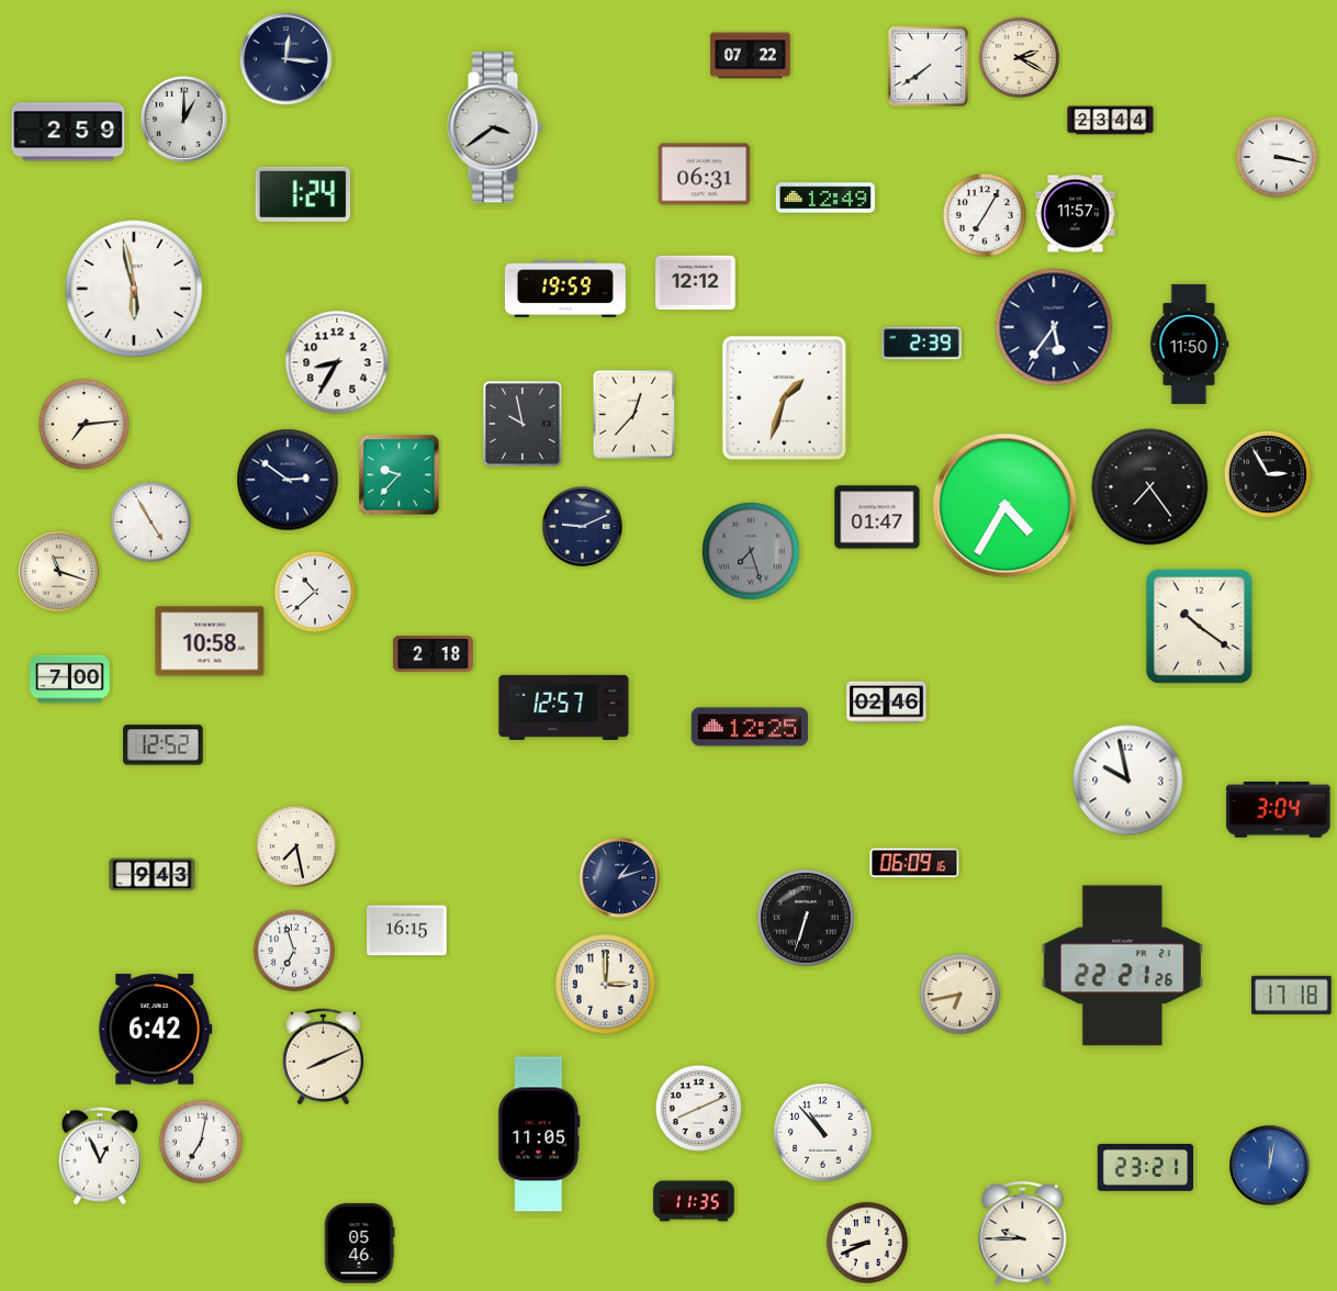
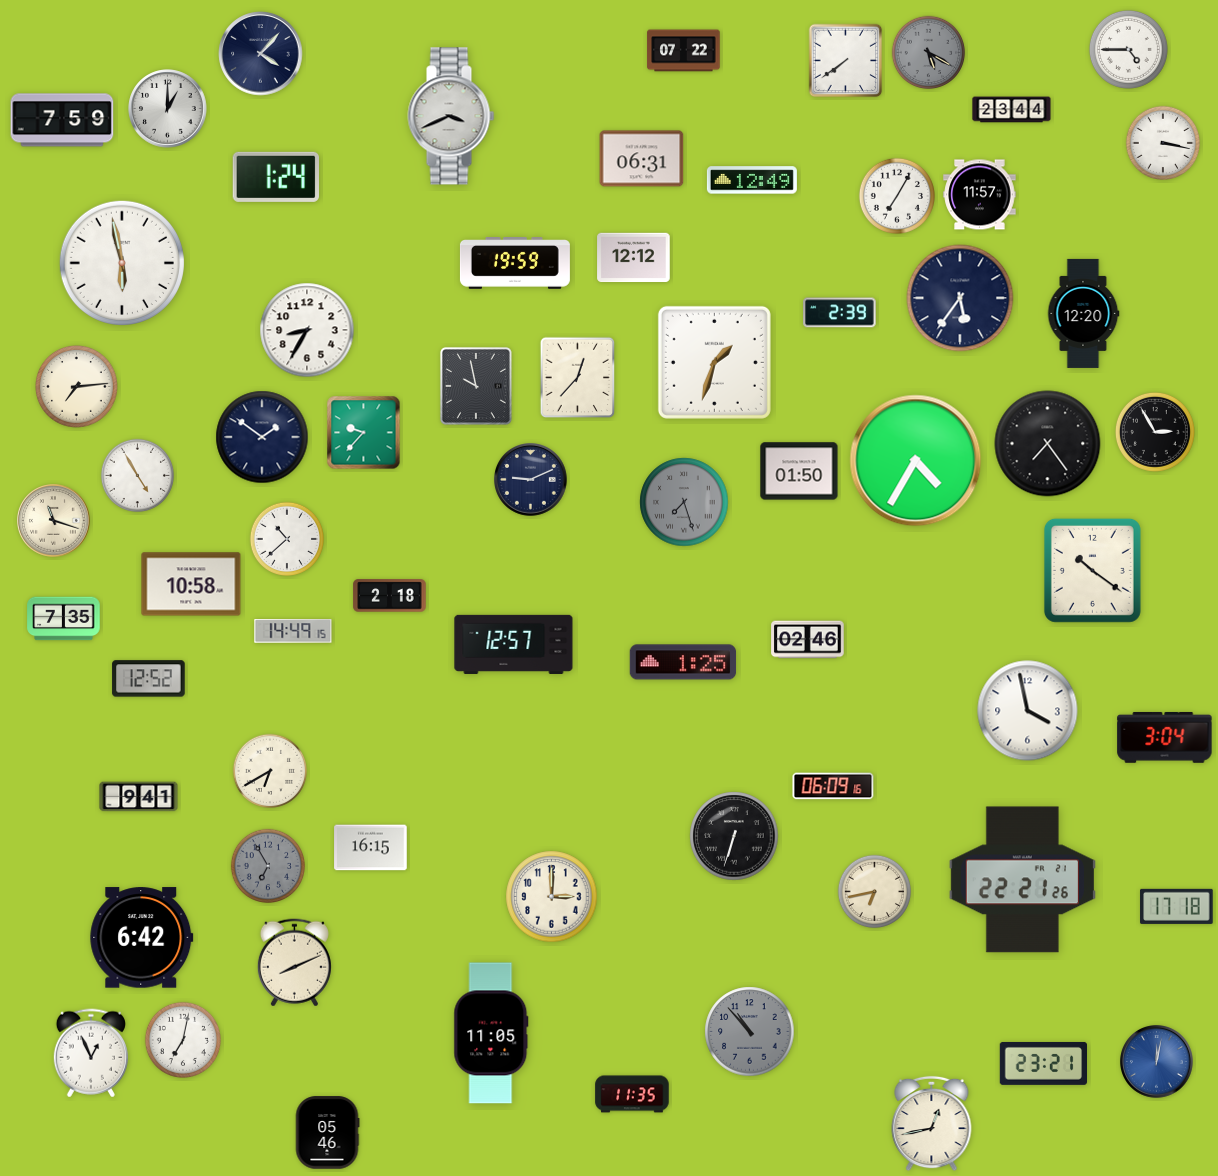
clock at (1128, 49): none -> 4:45
clock at (1020, 58): 2:20 -> 5:20
clock at (1020, 58) dial: cream -> grey
clock at (286, 59): 12:16 -> 4:07
clock at (495, 127): 3:39 -> 3:41
clock at (68, 132): 2:59 -> 7:59
clock at (1189, 344): 11:50 -> 12:20
clock at (288, 480): 2:51 -> 1:51
clock at (877, 517): 01:47 -> 01:50
clock at (434, 654) position: (434, 654) -> (390, 596)
clock at (70, 680): 7:00 -> 7:35
clock at (293, 631): none -> 14:49
clock at (750, 727): 12:25 -> 1:25
clock at (1128, 781): 9:58 -> 3:58
clock at (295, 845): 7:28 -> 6:40
clock at (153, 875): 9:43 -> 9:41
clock at (620, 878): 1:12 -> none
clock at (293, 950): 6:57 -> 6:55
clock at (293, 950) dial: white -> grey
clock at (960, 995) position: (960, 995) -> (875, 892)
clock at (698, 1108): 8:11 -> none
clock at (823, 1133) dial: white -> grey
clock at (1023, 1234): 9:45 -> 12:43
clock at (866, 1242): 8:41 -> none
